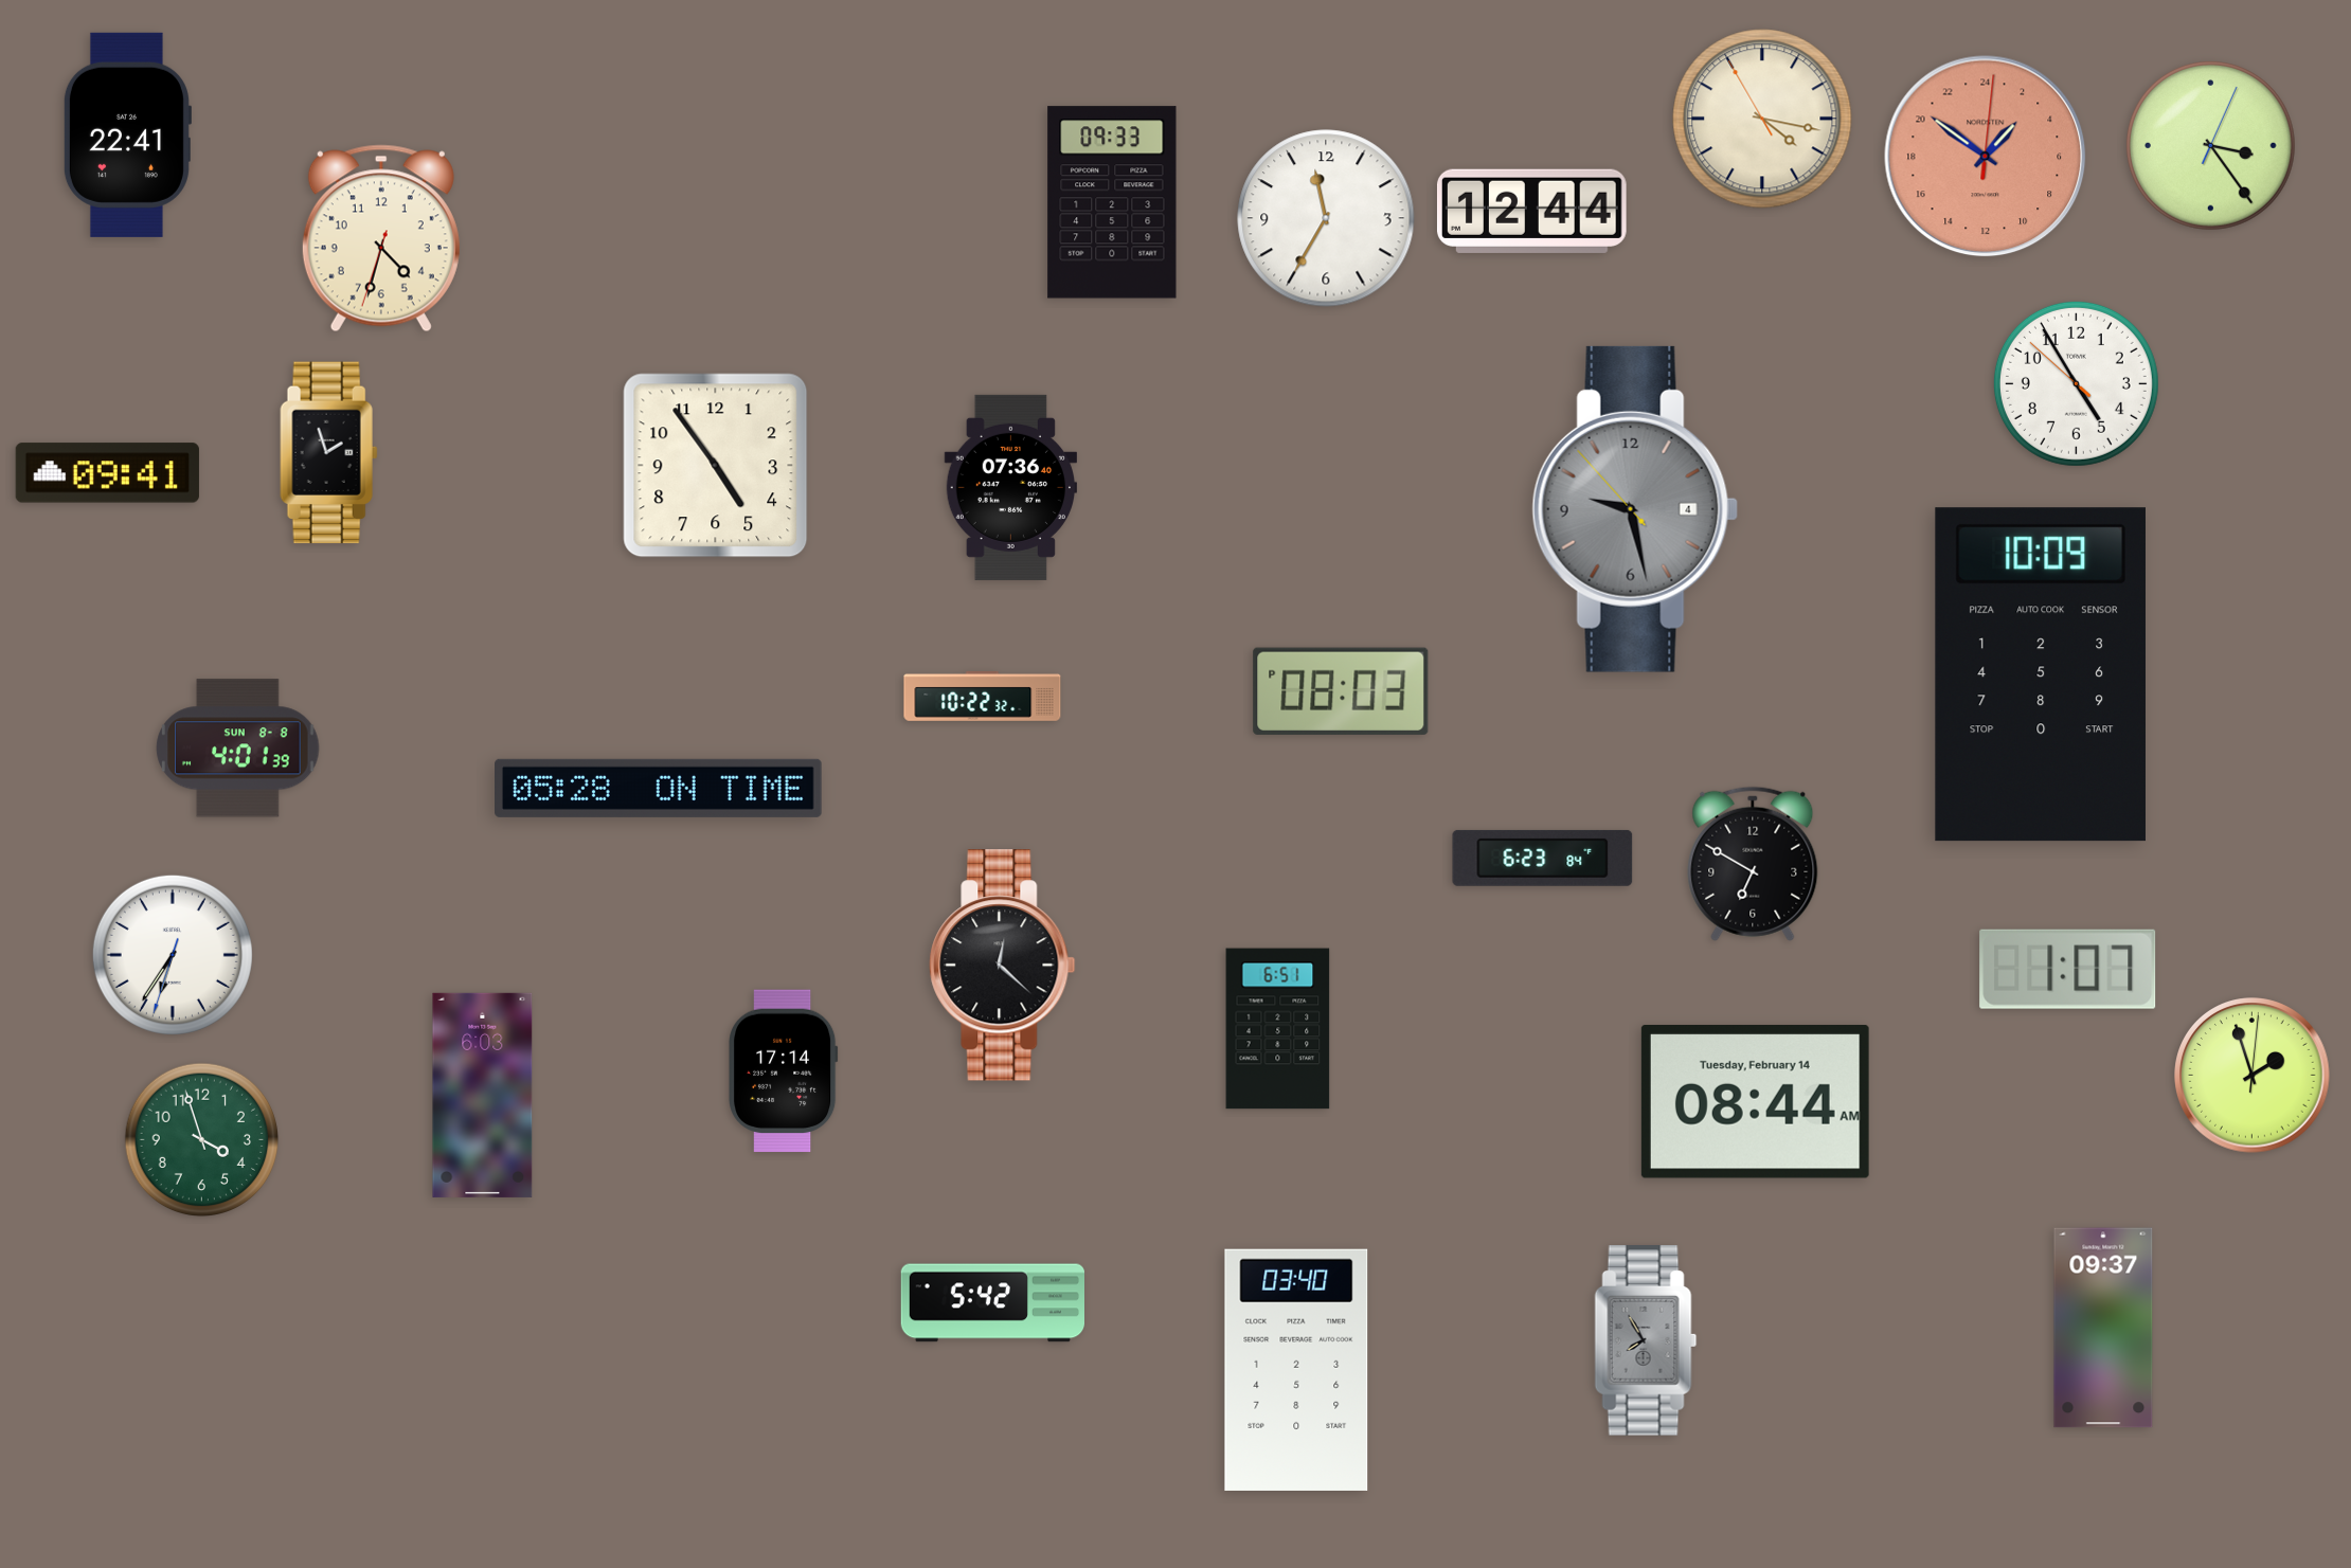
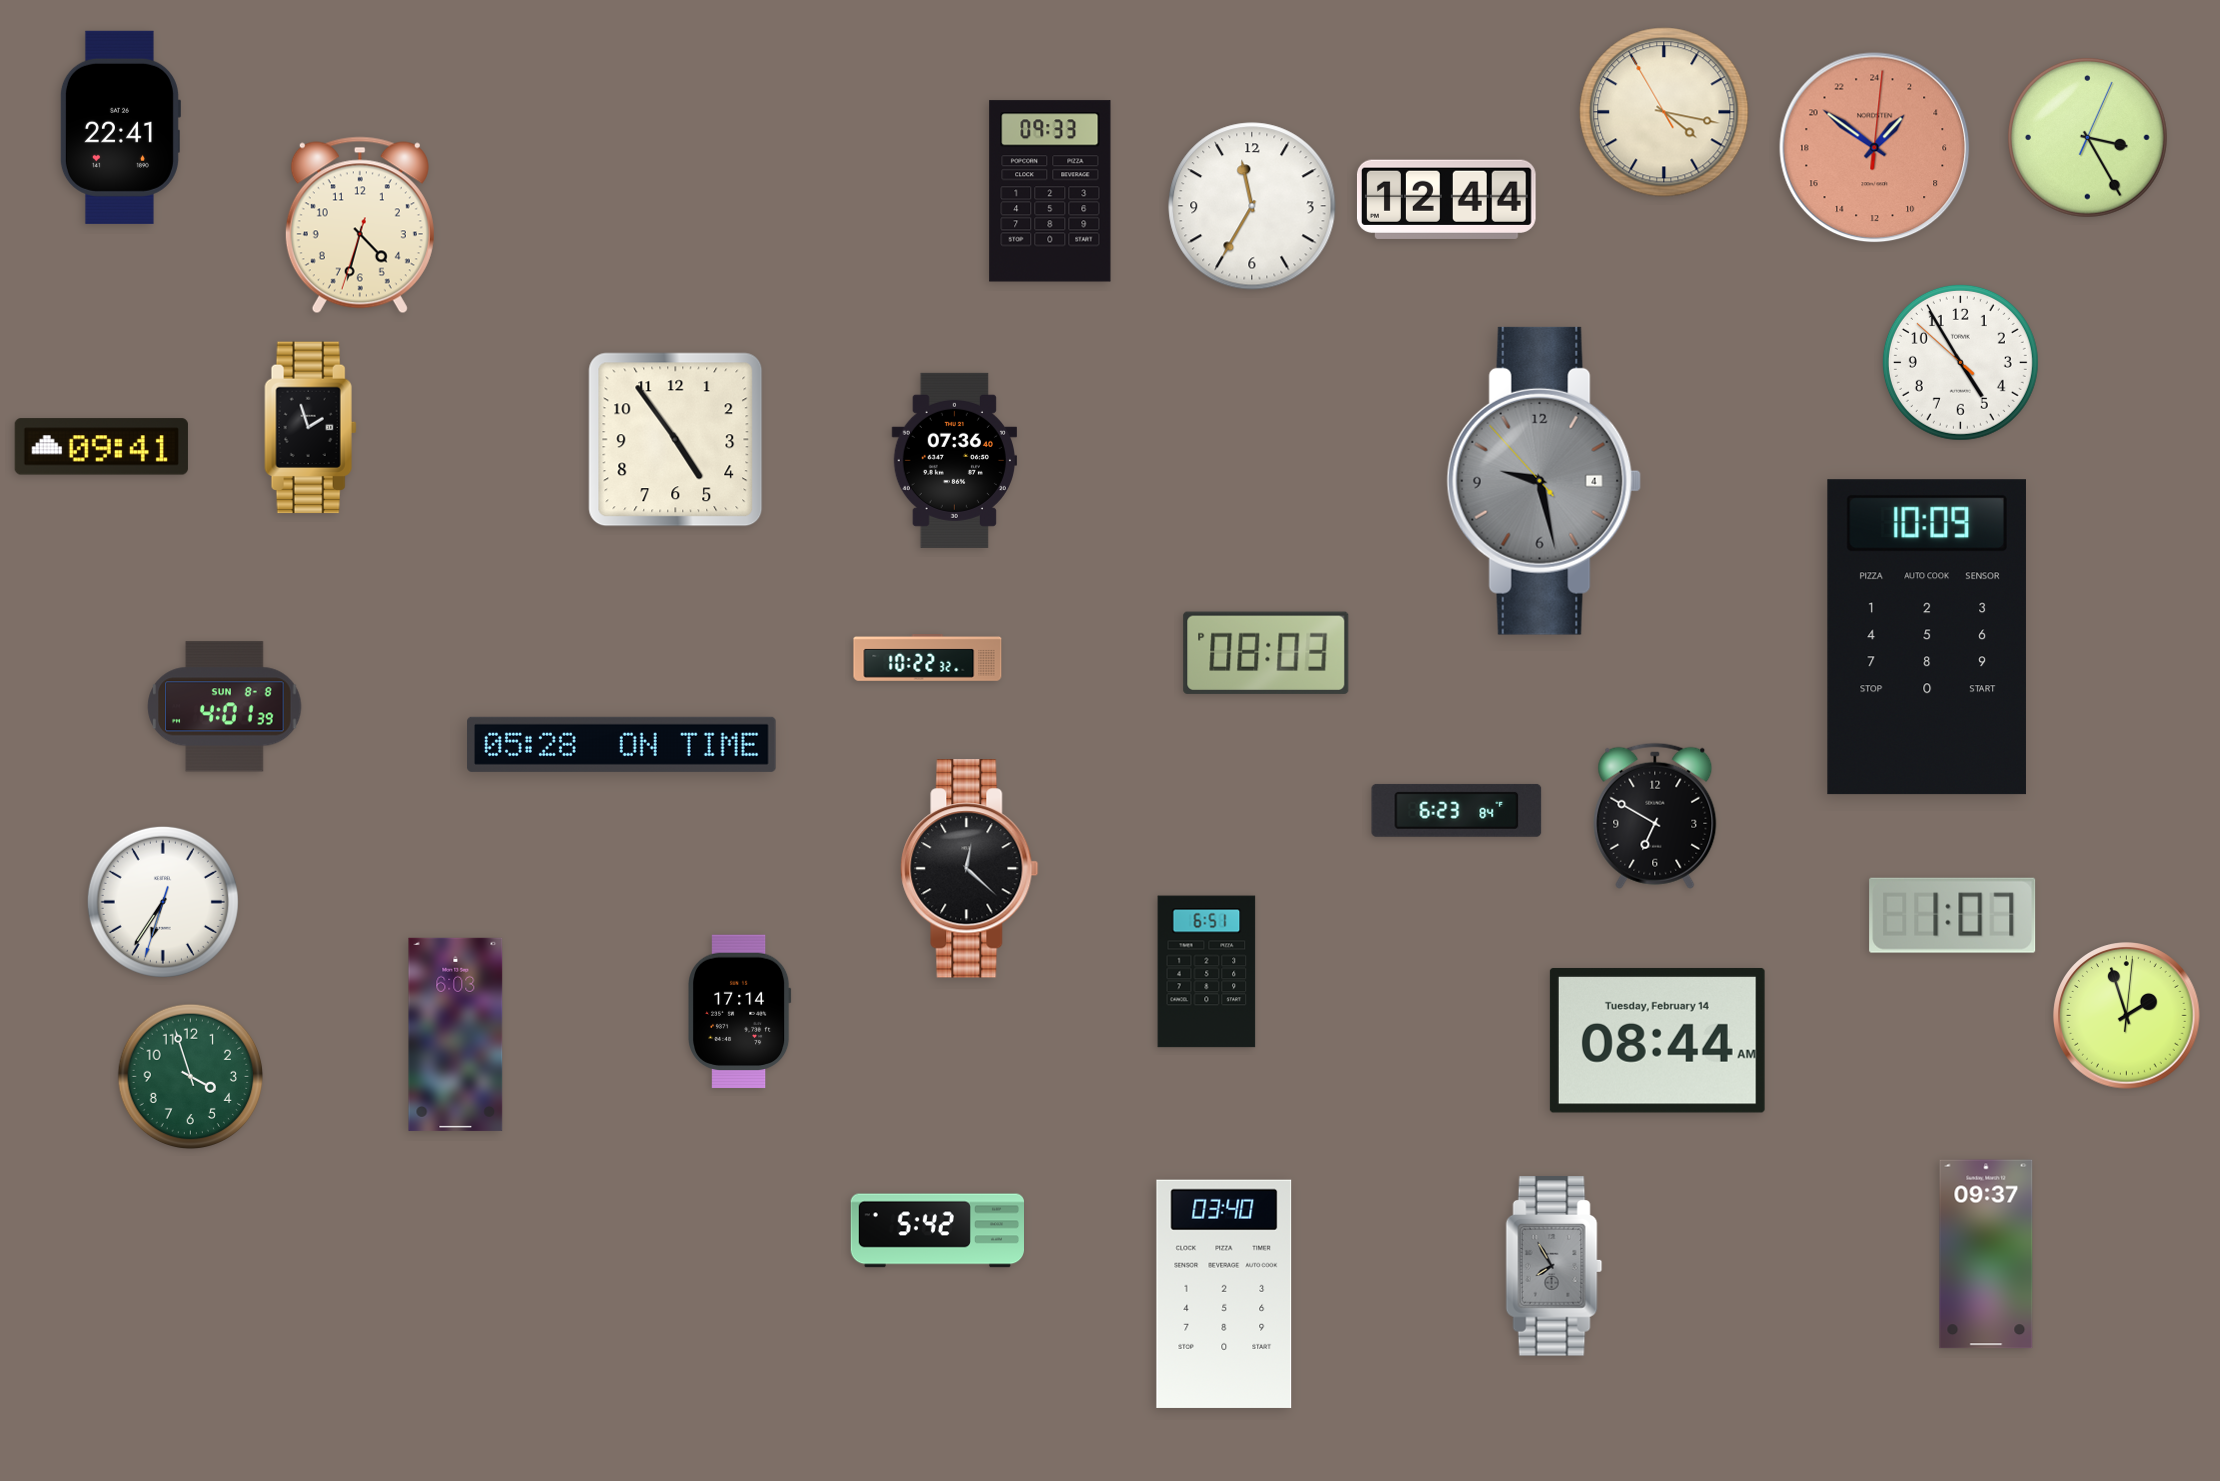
clock at (2210, 145): 3:24 -> 3:25
clock at (1003, 966) position: (1003, 966) -> (970, 869)
